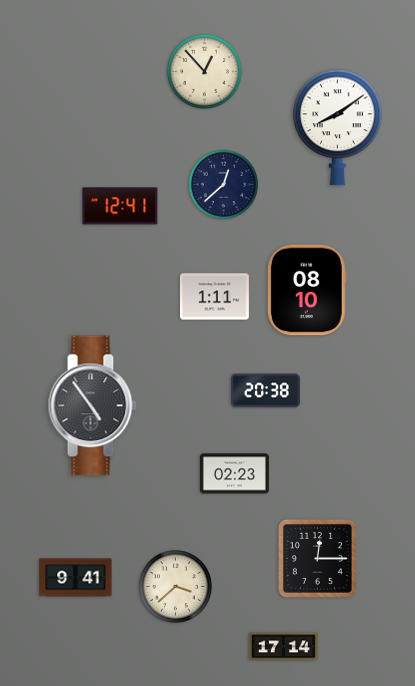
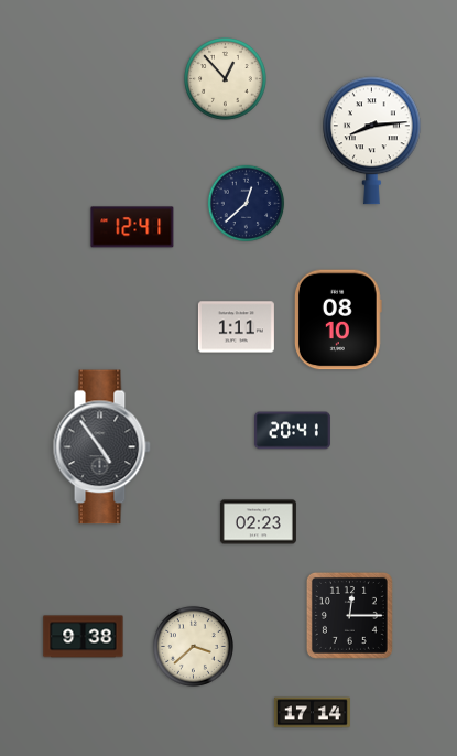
clock at (338, 128): 8:09 -> 8:14
clock at (265, 391): 20:38 -> 20:41
clock at (76, 578): 9:41 -> 9:38
